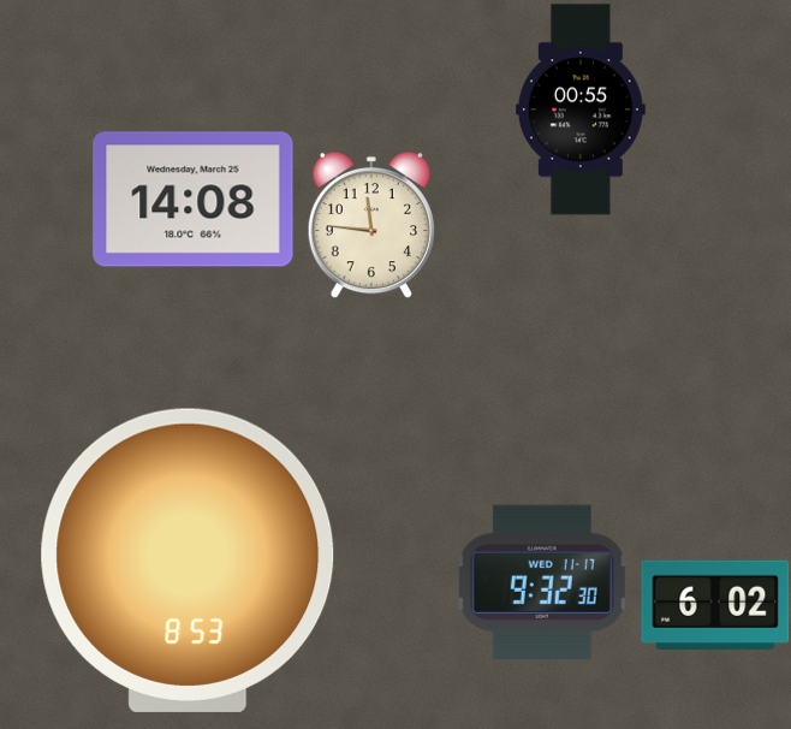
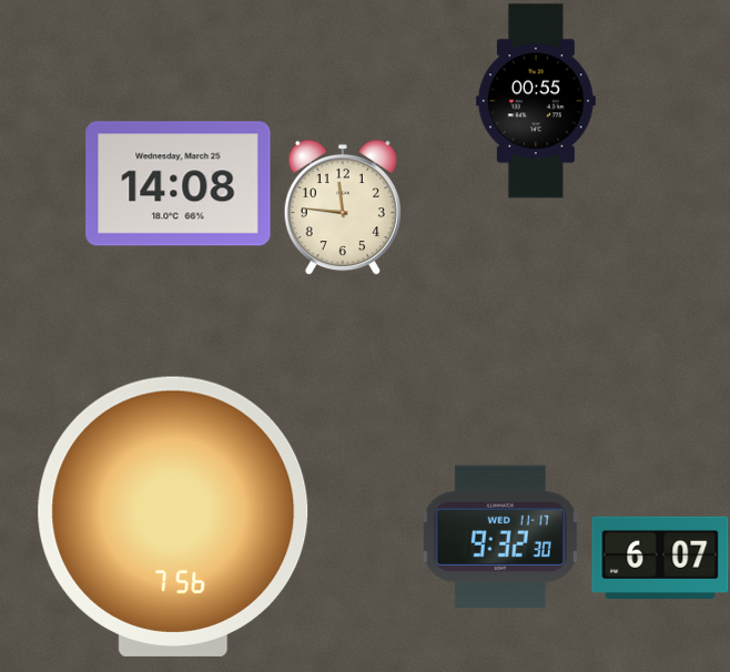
clock at (188, 561): 8:53 -> 7:56
clock at (715, 604): 6:02 -> 6:07
